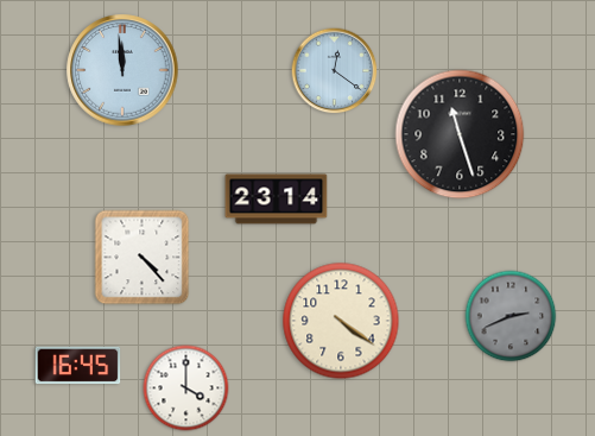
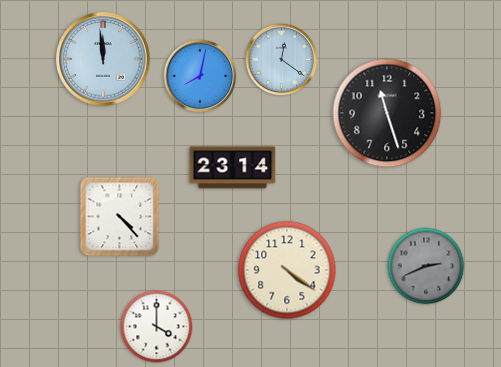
clock at (200, 76): none -> 8:02
clock at (511, 316) position: (511, 316) -> (426, 266)
clock at (78, 366): 16:45 -> none
